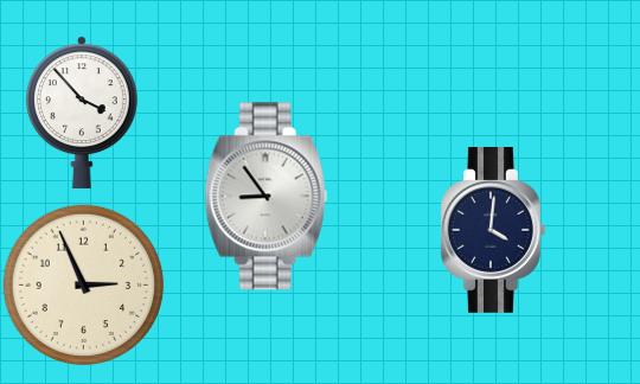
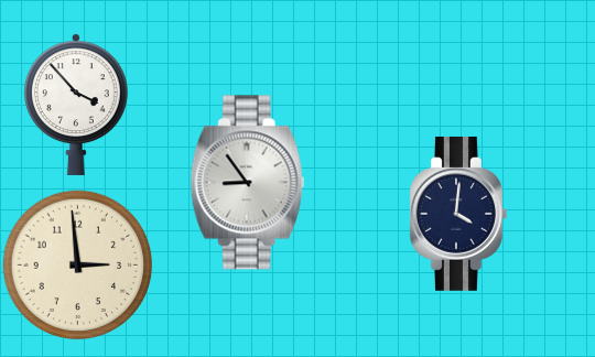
clock at (84, 286): 2:56 -> 2:59
